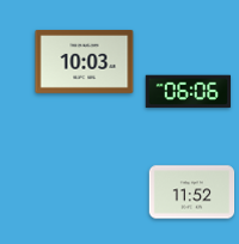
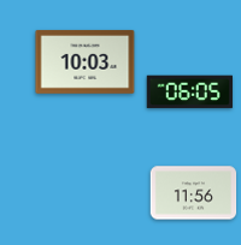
clock at (188, 92): 06:06 -> 06:05
clock at (192, 193): 11:52 -> 11:56
